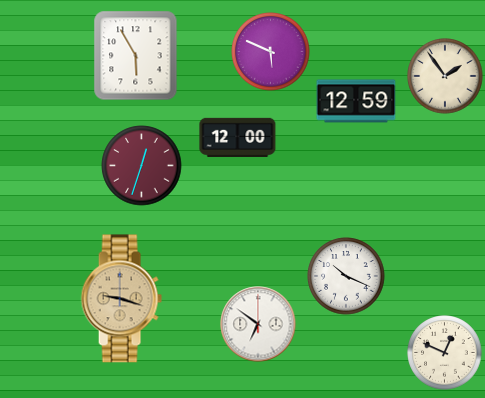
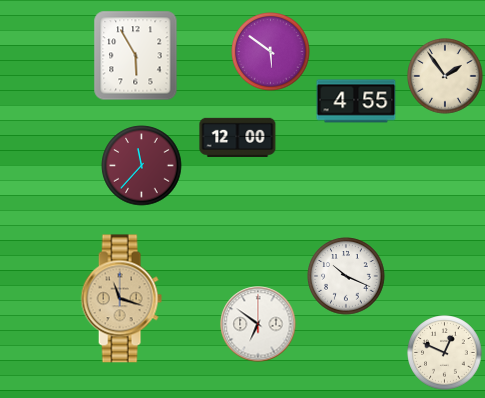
clock at (271, 52): 5:49 -> 5:51
clock at (356, 101): 12:59 -> 4:55
clock at (142, 166): 12:33 -> 11:37
clock at (121, 299): 9:18 -> 11:18
